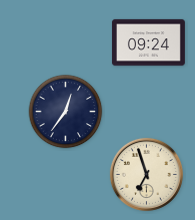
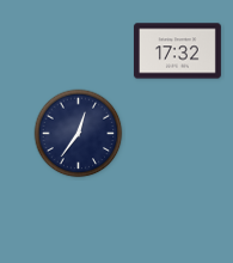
clock at (148, 43): 09:24 -> 17:32
clock at (146, 174): 6:57 -> none
